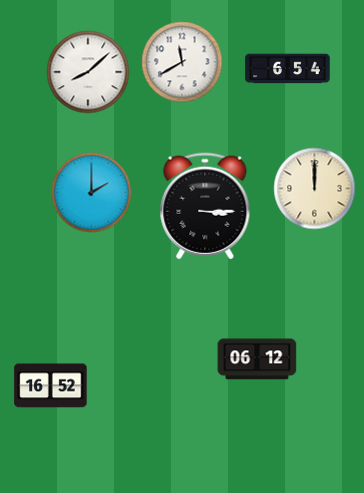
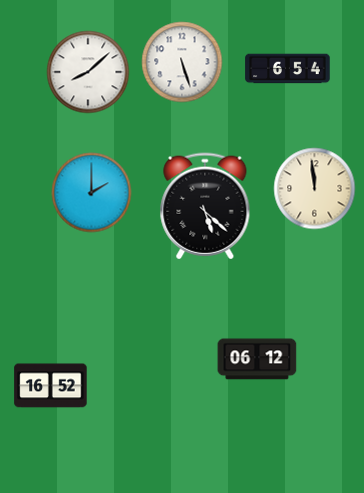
clock at (182, 62): 11:40 -> 5:27
clock at (315, 189): 12:00 -> 11:59
clock at (205, 206): 3:15 -> 5:22
